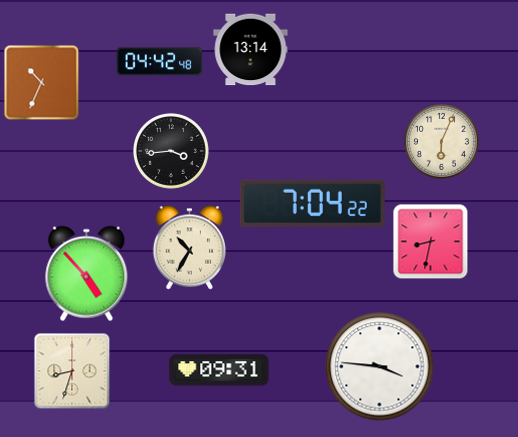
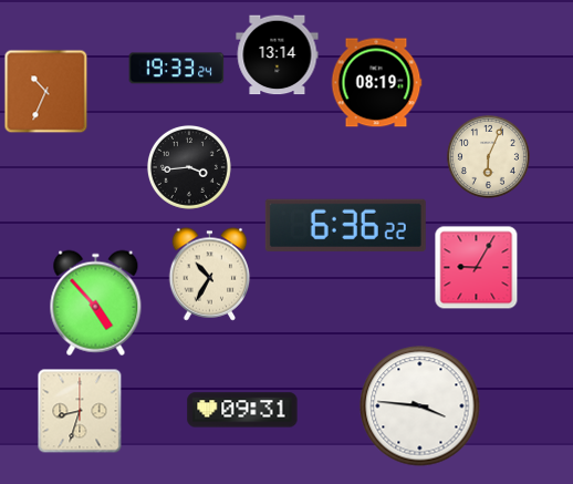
clock at (160, 62): 04:42 -> 19:33
clock at (376, 83): none -> 08:19
clock at (312, 203): 7:04 -> 6:36
clock at (431, 242): 8:32 -> 9:05
